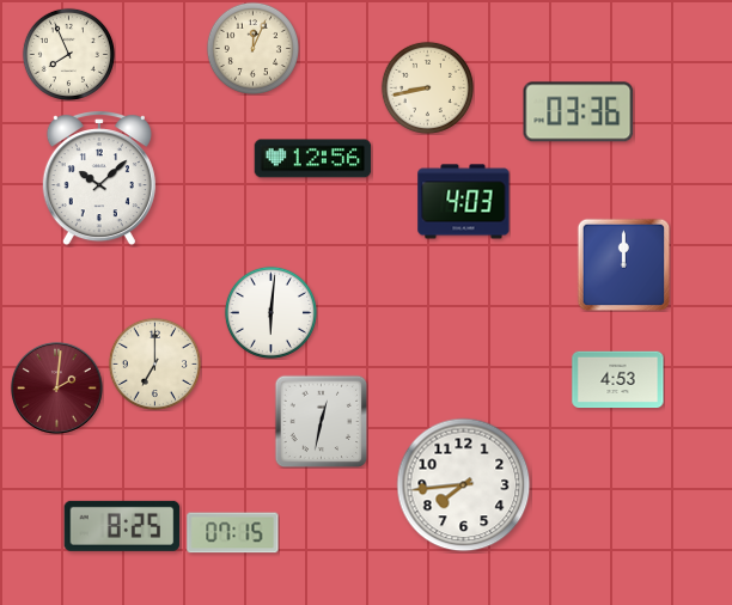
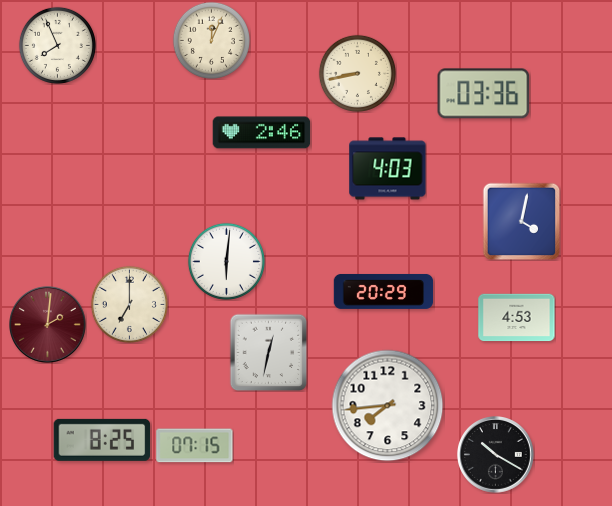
clock at (313, 159): 12:56 -> 2:46
clock at (99, 179): 10:08 -> none
clock at (623, 264): 12:00 -> 4:02
clock at (384, 291): none -> 20:29
clock at (496, 455): none -> 10:20
